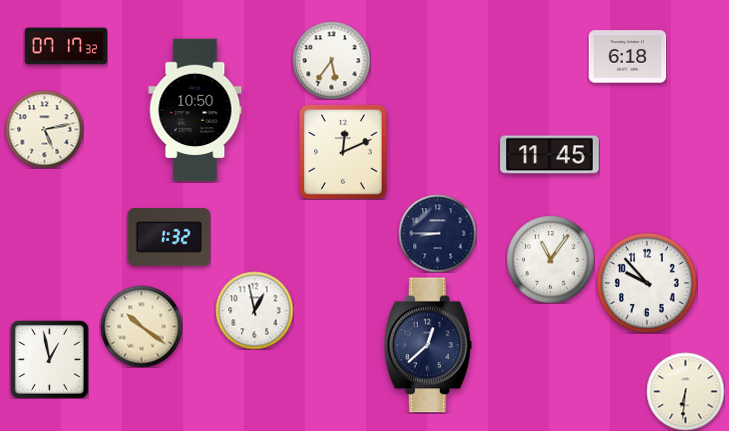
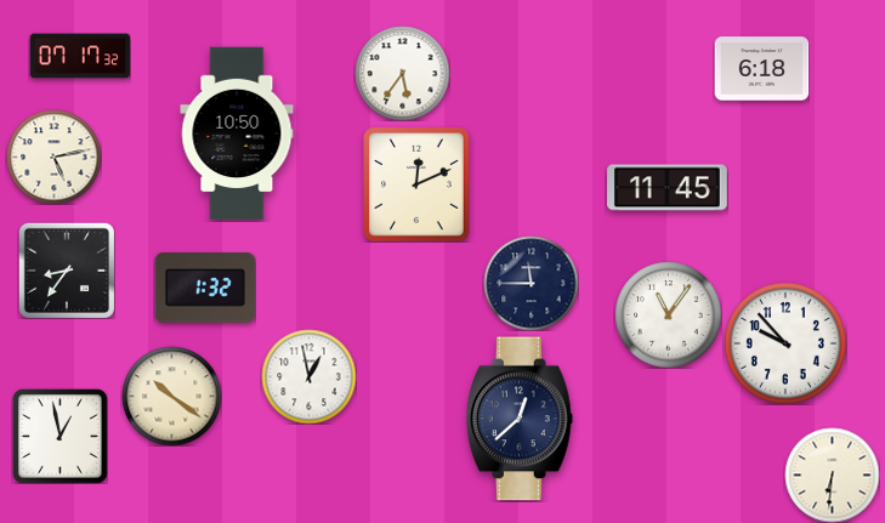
clock at (67, 271): none -> 8:36
clock at (437, 233): 8:45 -> 11:45
